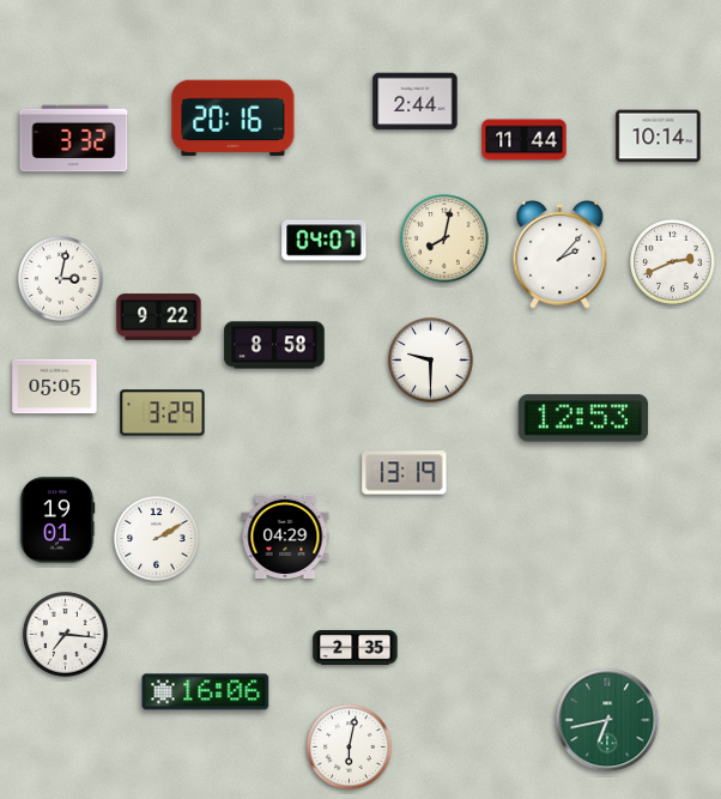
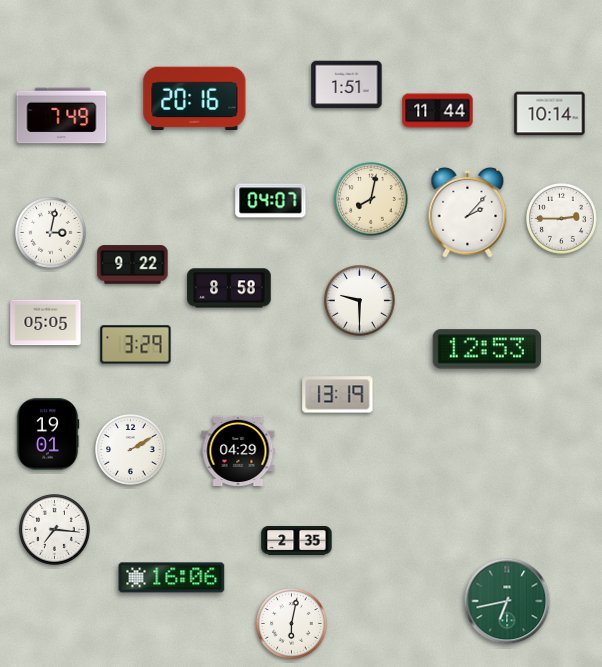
clock at (416, 102): 2:44 -> 1:51
clock at (74, 139): 3:32 -> 7:49
clock at (525, 140) position: (525, 140) -> (438, 111)
clock at (673, 262): 2:41 -> 2:45
clock at (285, 535) position: (285, 535) -> (238, 450)
